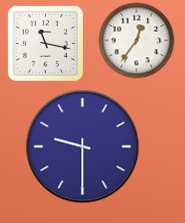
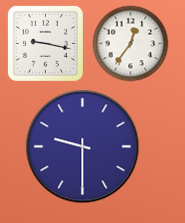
clock at (137, 41) position: (137, 41) -> (131, 44)
clock at (45, 43): 11:17 -> 9:17
